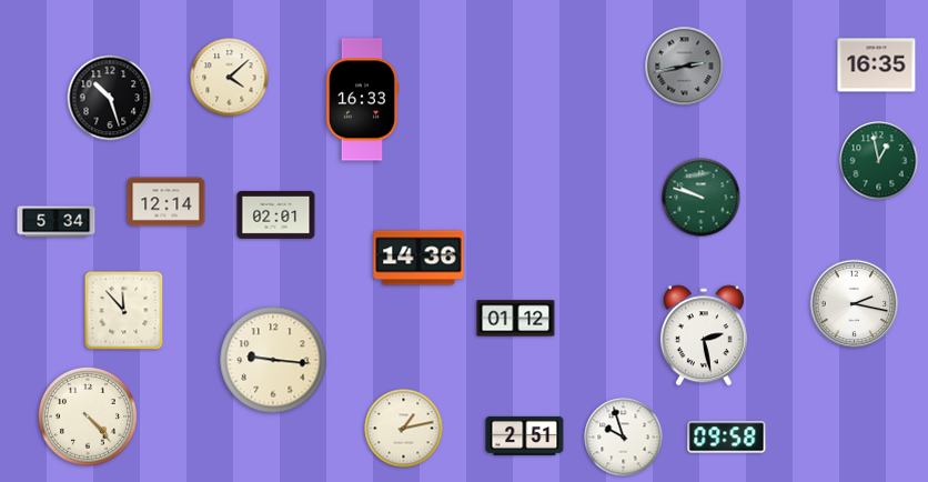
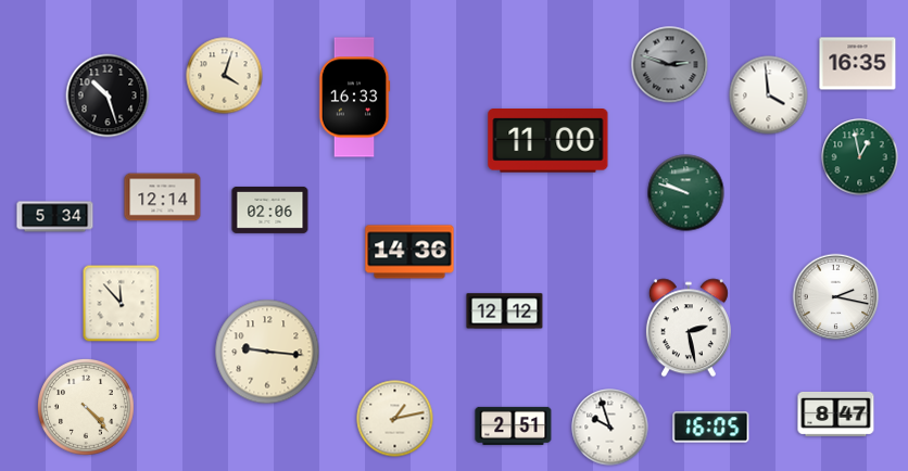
clock at (685, 67): 2:43 -> 2:48
clock at (230, 78): 4:08 -> 4:03
clock at (769, 96): none -> 3:59
clock at (548, 141): none -> 11:00
clock at (276, 214): 02:01 -> 02:06
clock at (516, 319): 01:12 -> 12:12
clock at (836, 413): none -> 8:47
clock at (727, 438): 09:58 -> 16:05
